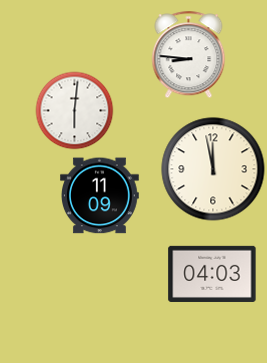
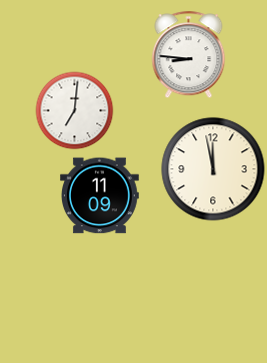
clock at (74, 110): 6:01 -> 7:01
clock at (212, 274): 04:03 -> none
